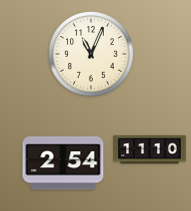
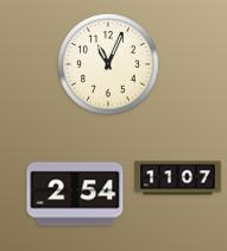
clock at (150, 150): 11:10 -> 11:07
